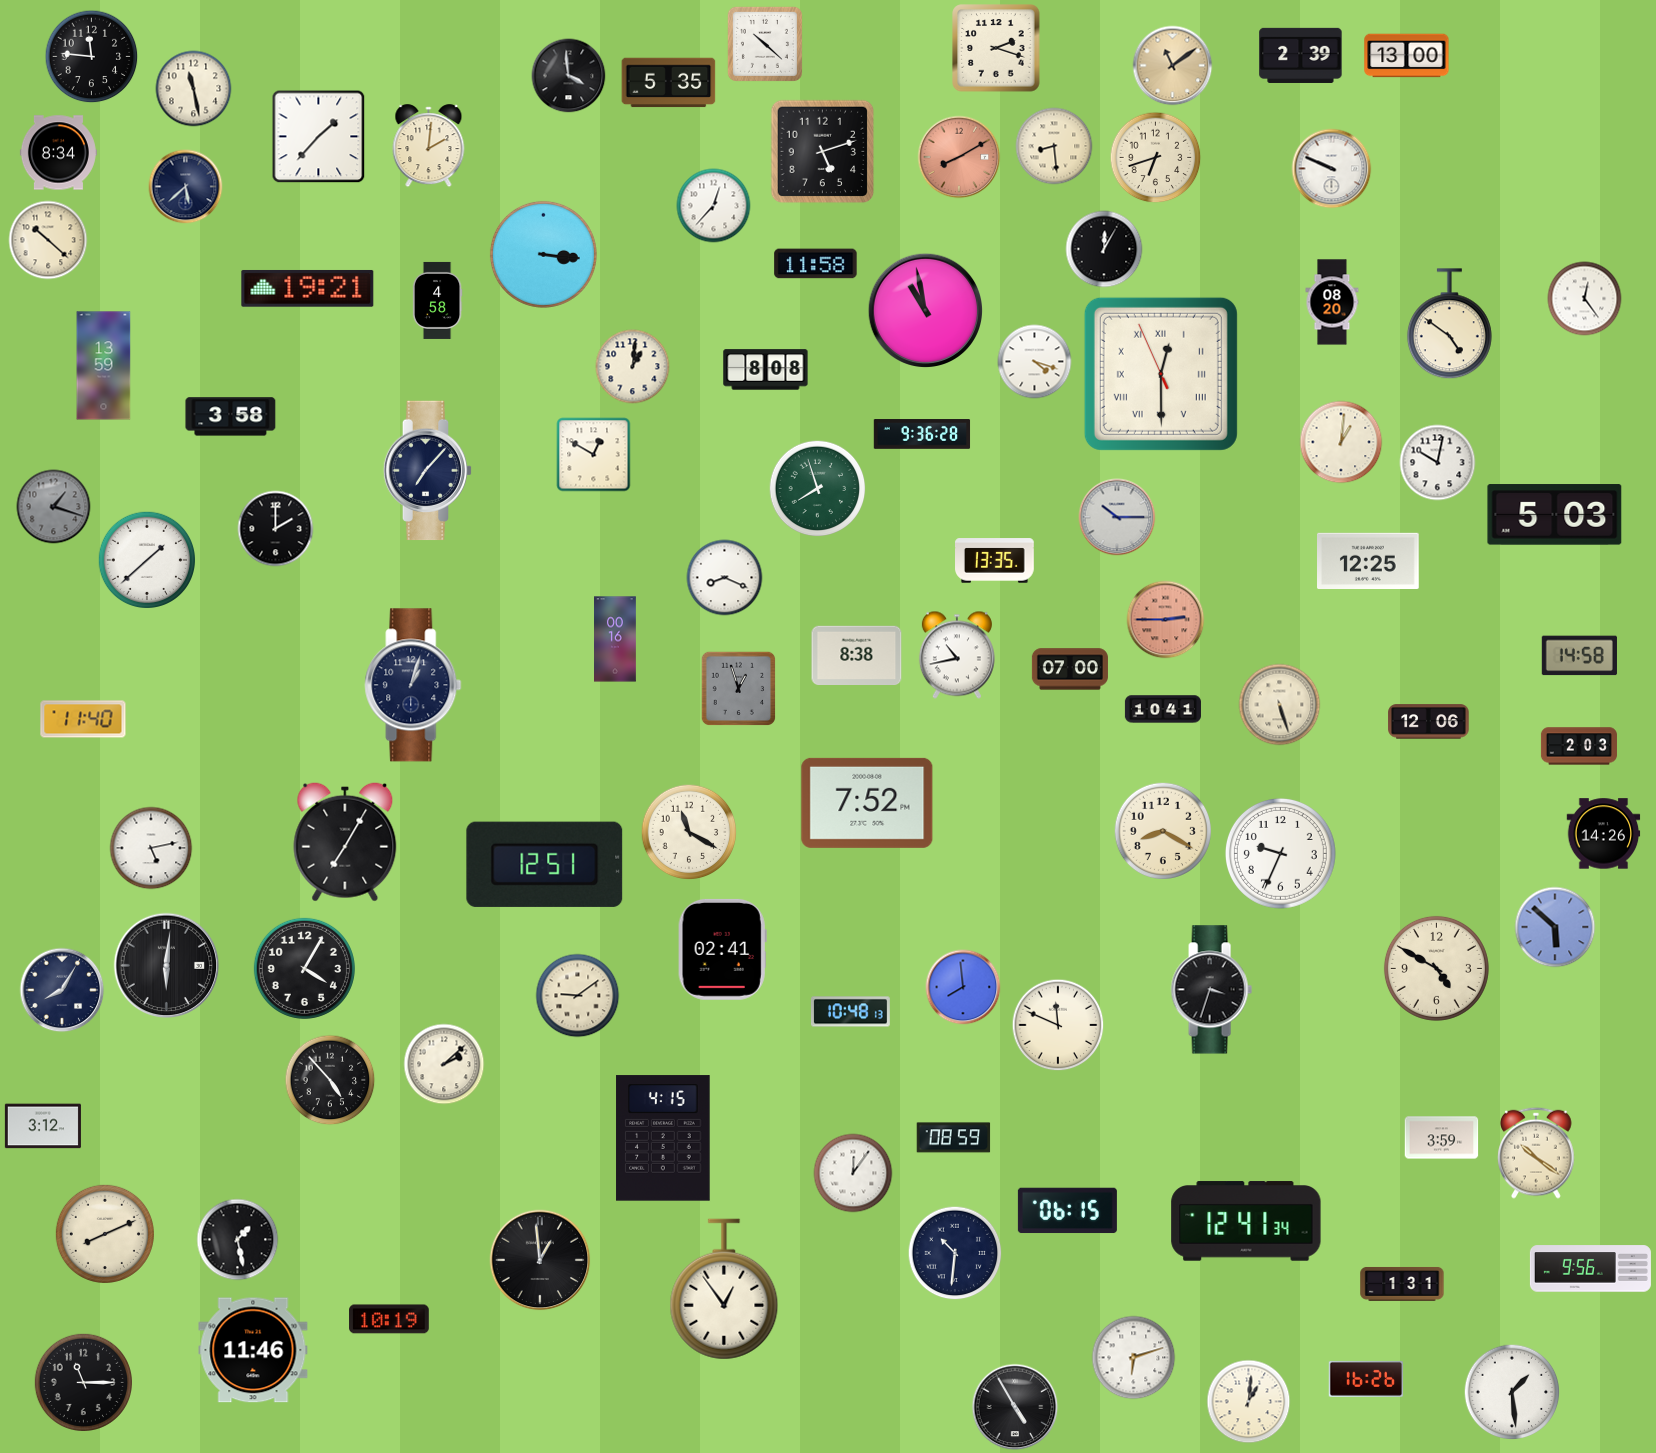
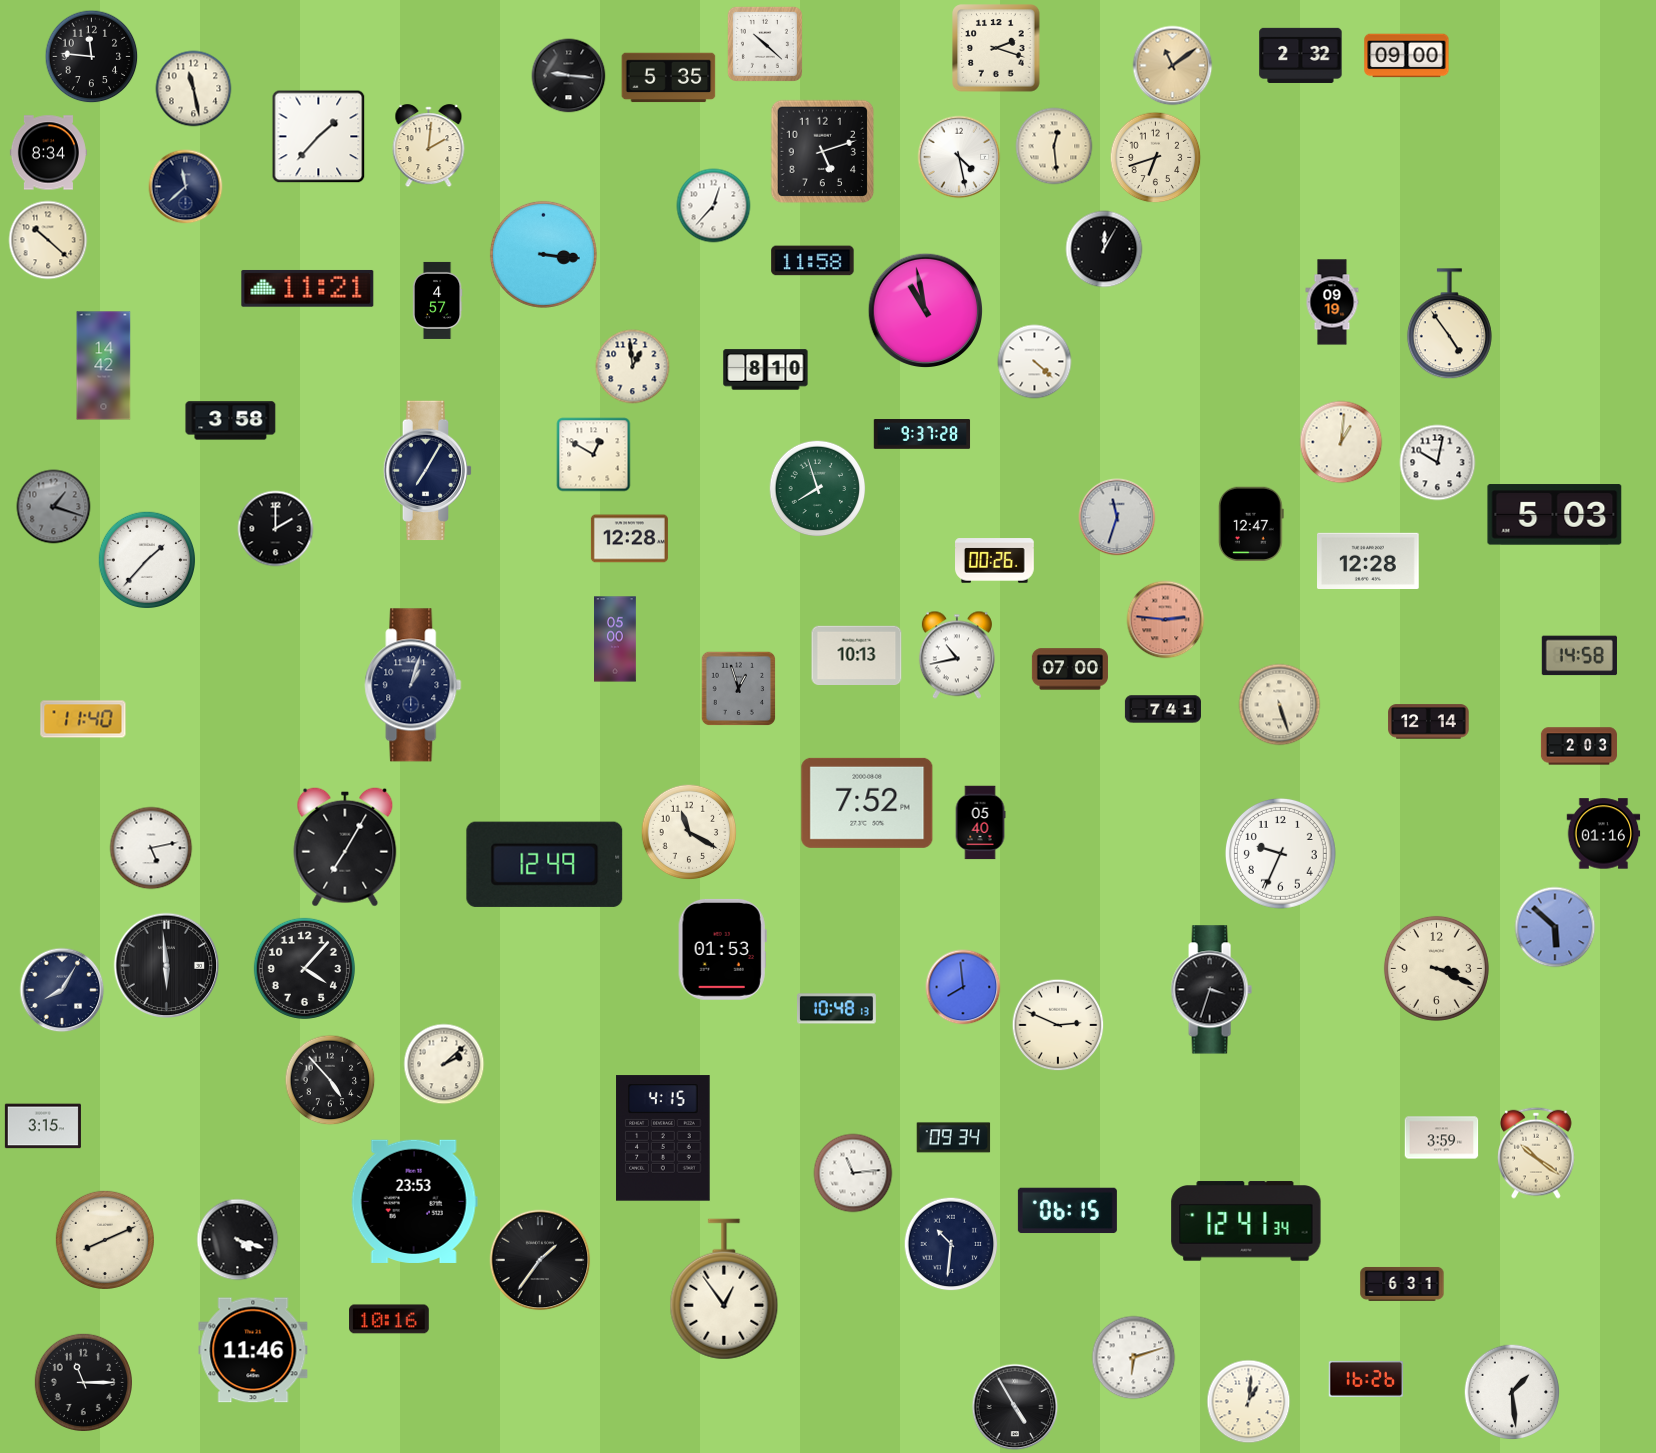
clock at (1301, 55): 2:39 -> 2:32
clock at (1407, 56): 13:00 -> 09:00
clock at (569, 76): 3:59 -> 9:16
clock at (669, 83) position: (669, 83) -> (669, 78)
clock at (1054, 146): 8:29 -> 12:29
clock at (58, 153) position: (58, 153) -> (48, 153)
clock at (959, 157): 8:10 -> 4:28
clock at (959, 157) dial: salmon -> white
clock at (1332, 169): 9:49 -> none
clock at (186, 187): 5:38 -> 11:38
clock at (816, 264) position: (816, 264) -> (813, 261)
clock at (308, 288): 19:21 -> 11:21
clock at (1585, 299): 12:24 -> none
clock at (437, 300): 4:58 -> 4:57
clock at (1332, 302): 08:20 -> 09:19
clock at (1449, 324): 4:51 -> 4:54
clock at (1035, 362): 4:18 -> 4:22
clock at (104, 366): 13:59 -> 14:42
clock at (633, 367): 1:01 -> 12:59
clock at (766, 370): 8:08 -> 8:10
clock at (1161, 374): 12:29 -> none
clock at (231, 417) position: (231, 417) -> (231, 421)
clock at (922, 434): 9:36 -> 9:37
clock at (428, 471): 7:07 -> 7:05
clock at (1117, 517): 10:15 -> 11:33
clock at (1251, 524): none -> 12:47
clock at (629, 539): none -> 12:28
clock at (147, 560): 1:38 -> 1:37
clock at (1368, 560): 12:25 -> 12:28
clock at (995, 561): 13:35 -> 00:26
clock at (725, 578): 8:19 -> none
clock at (1166, 620): 2:45 -> 2:46
clock at (616, 639): 00:16 -> 05:00
clock at (857, 656): 8:38 -> 10:13
clock at (1163, 709): 10:41 -> 7:41
clock at (1429, 722): 12:06 -> 12:14
clock at (980, 823): none -> 05:40
clock at (1163, 831): 8:20 -> none
clock at (1604, 834): 14:26 -> 01:16
clock at (345, 842) position: (345, 842) -> (345, 847)
clock at (545, 864): 12:51 -> 12:49
clock at (722, 949): 02:41 -> 01:53
clock at (167, 966): 6:01 -> 5:59
clock at (304, 968): 4:05 -> 4:07
clock at (1436, 968): 4:50 -> 3:19
clock at (578, 996): 9:09 -> none
clock at (851, 1012) position: (851, 1012) -> (837, 1009)
clock at (1058, 1025): 11:49 -> 2:49
clock at (43, 1126): 3:12 -> 3:15
clock at (954, 1138): 08:59 -> 09:34
clock at (853, 1173): 12:06 -> 11:14
clock at (414, 1201): none -> 23:53
clock at (104, 1233) position: (104, 1233) -> (104, 1239)
clock at (238, 1240): 1:28 -> 4:18
clock at (955, 1253) position: (955, 1253) -> (951, 1244)
clock at (540, 1260): 12:59 -> 1:36
clock at (1590, 1269): 9:56 -> none
clock at (1402, 1284): 1:31 -> 6:31
clock at (389, 1319): 10:19 -> 10:16
